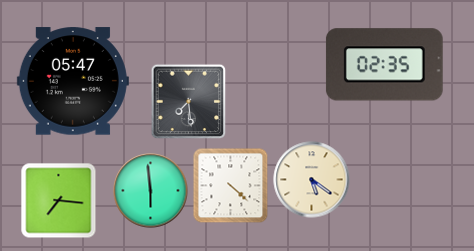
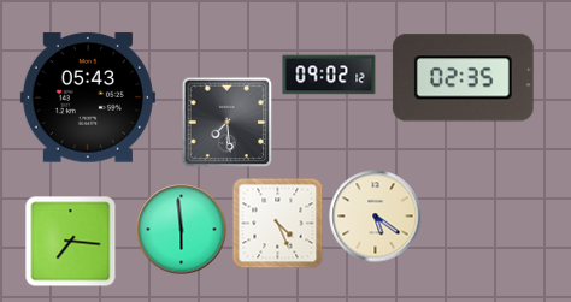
clock at (329, 75): none -> 09:02
clock at (73, 81): 05:47 -> 05:43
clock at (231, 186): 4:22 -> 4:26
